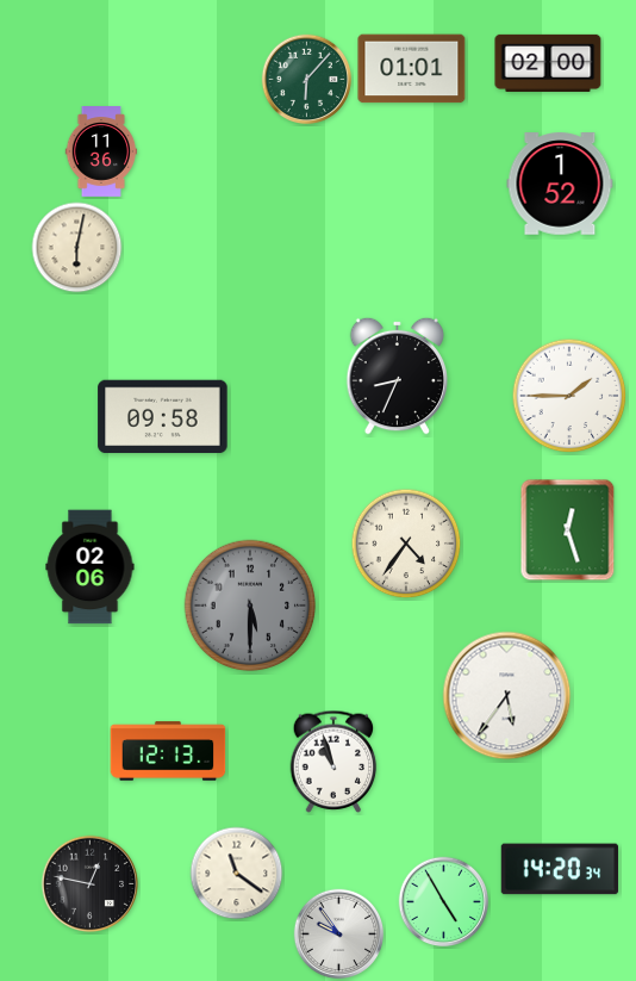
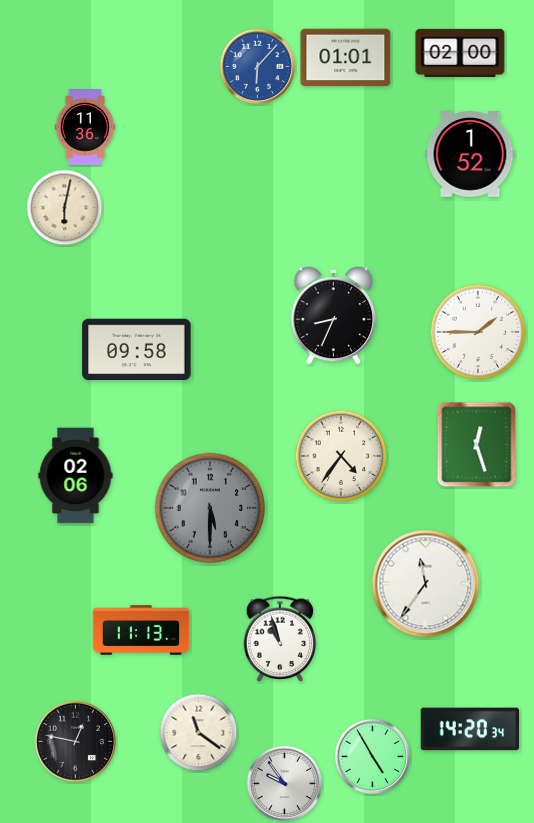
clock at (307, 80) dial: green -> blue
clock at (507, 696): 5:36 -> 11:36
clock at (168, 751): 12:13 -> 11:13
